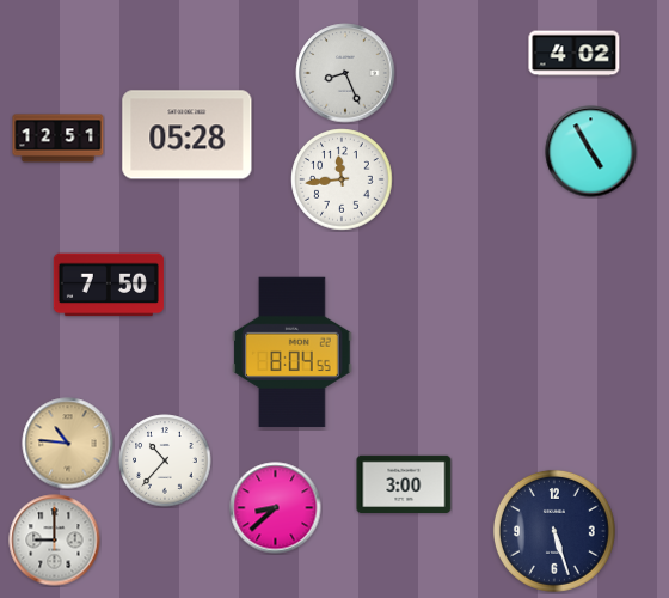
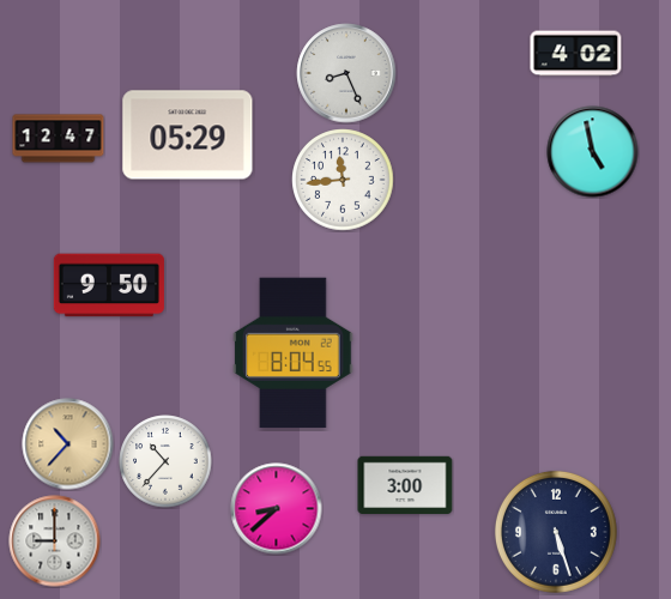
clock at (188, 135): 05:28 -> 05:29
clock at (59, 139): 12:51 -> 12:47
clock at (591, 152): 4:55 -> 4:58
clock at (109, 285): 7:50 -> 9:50
clock at (68, 444): 10:46 -> 10:37
